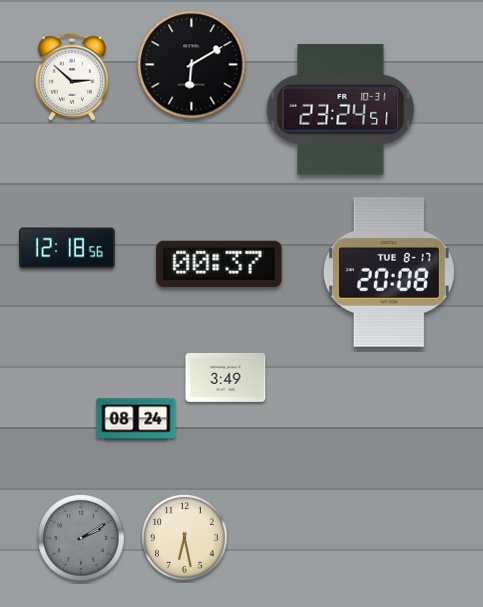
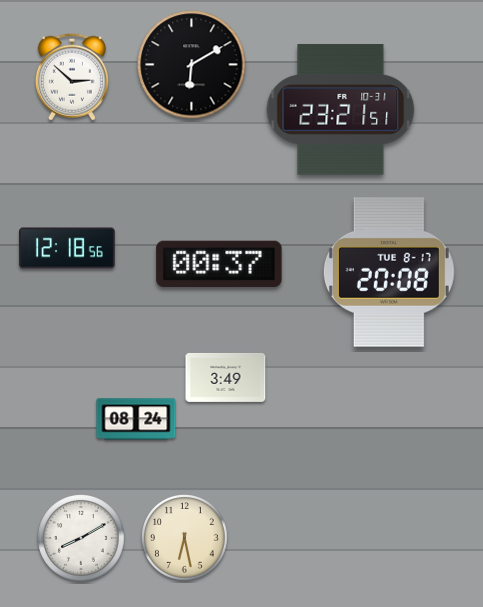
clock at (341, 110): 23:24 -> 23:21
clock at (82, 539): 2:10 -> 8:10
clock at (82, 539) dial: grey -> white
